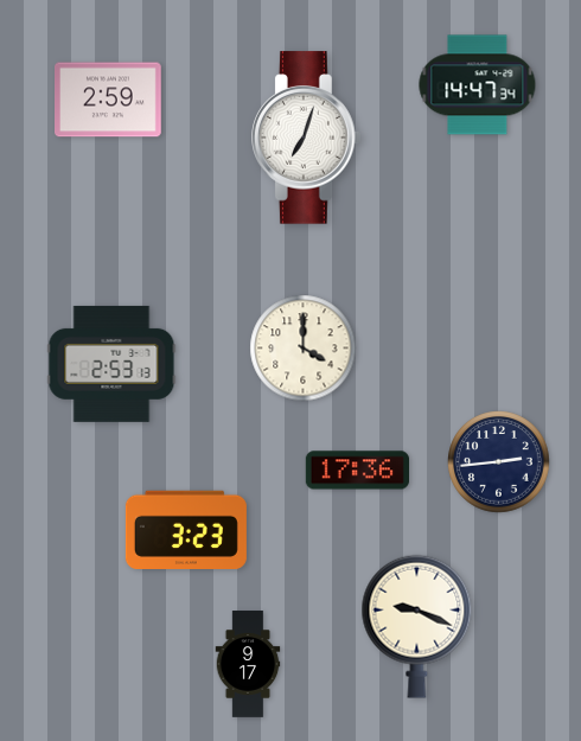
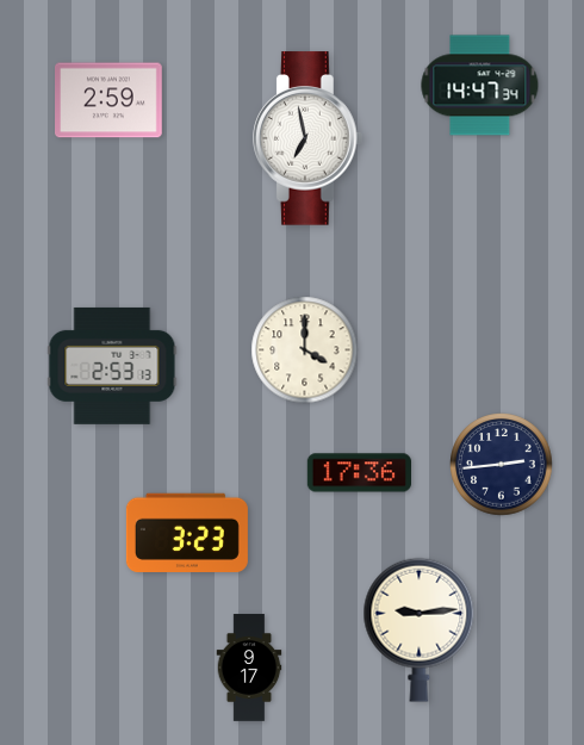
clock at (307, 138): 7:03 -> 6:58
clock at (417, 626): 9:19 -> 9:14
